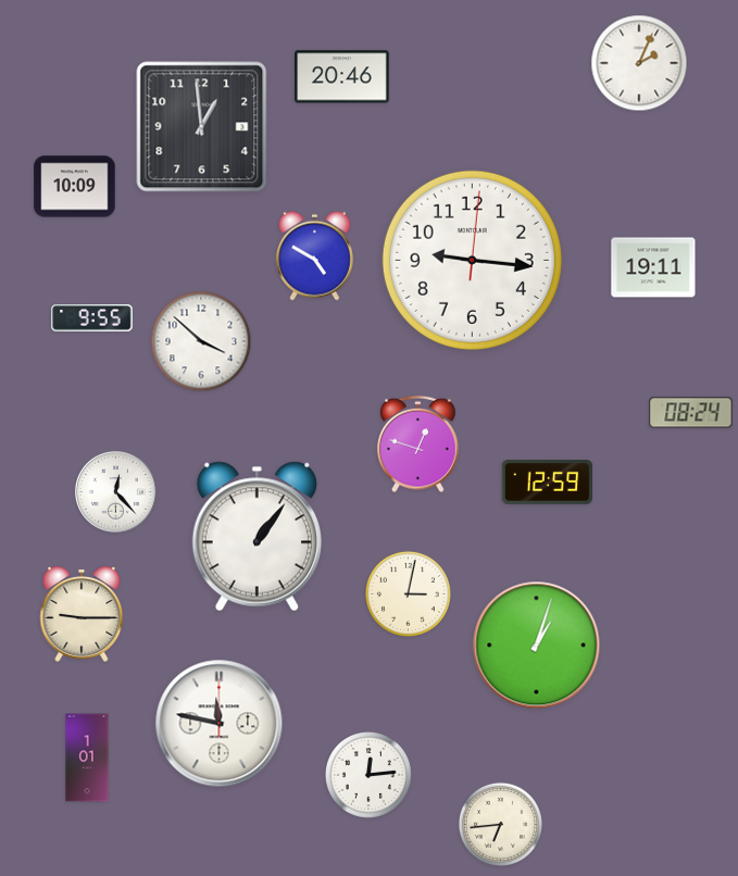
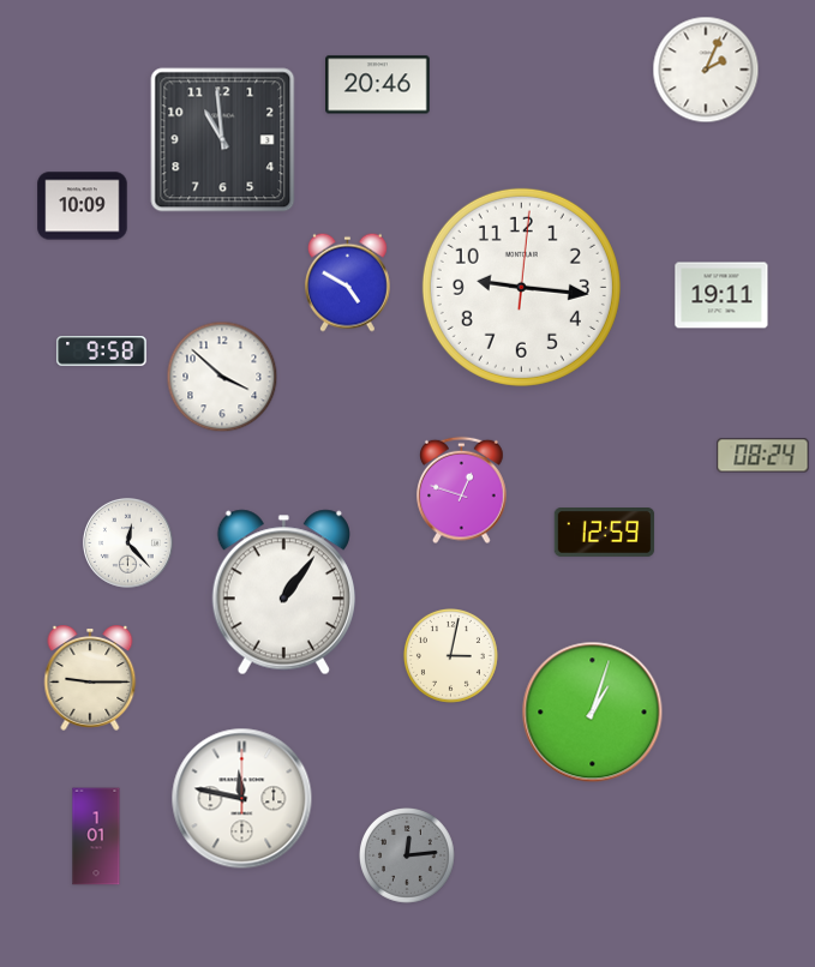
clock at (202, 127): 12:59 -> 10:59
clock at (92, 318): 9:55 -> 9:58
clock at (370, 776) dial: white -> grey
clock at (500, 824): 6:44 -> none
